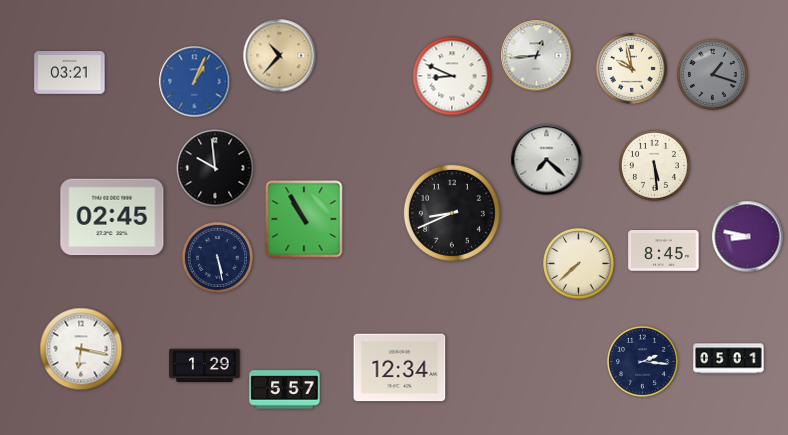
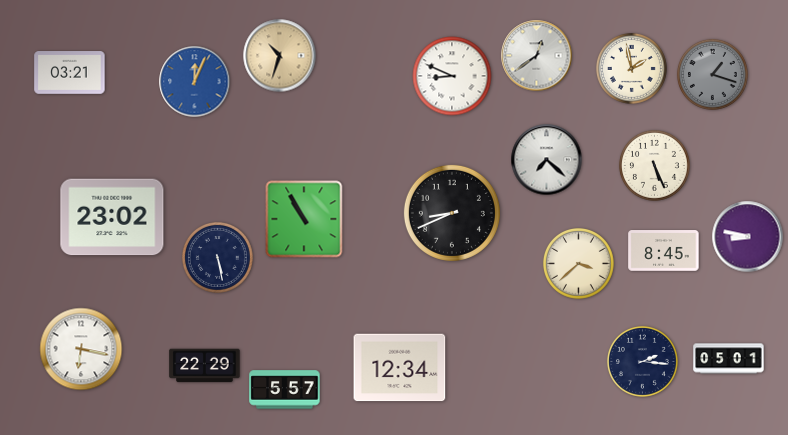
clock at (280, 56): 10:37 -> 10:33
clock at (537, 56): 12:44 -> 12:39
clock at (631, 68): 9:58 -> 1:58
clock at (195, 82): 1:04 -> 12:04
clock at (654, 165): 5:29 -> 5:26
clock at (215, 168): 9:59 -> none
clock at (112, 217): 02:45 -> 23:02
clock at (578, 263): 7:38 -> 3:38
clock at (205, 366): 1:29 -> 22:29
